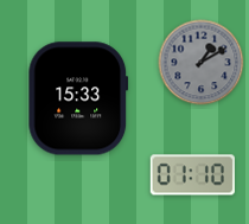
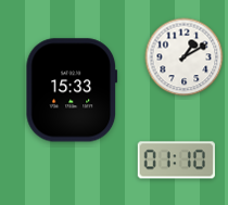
clock at (202, 63) dial: grey -> white
